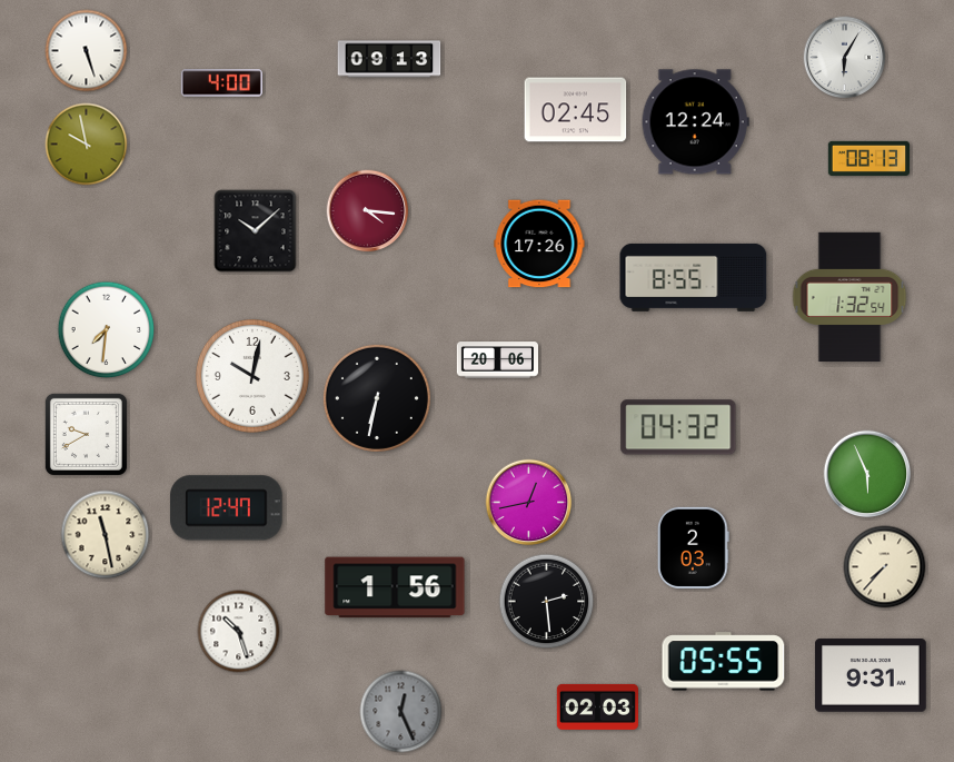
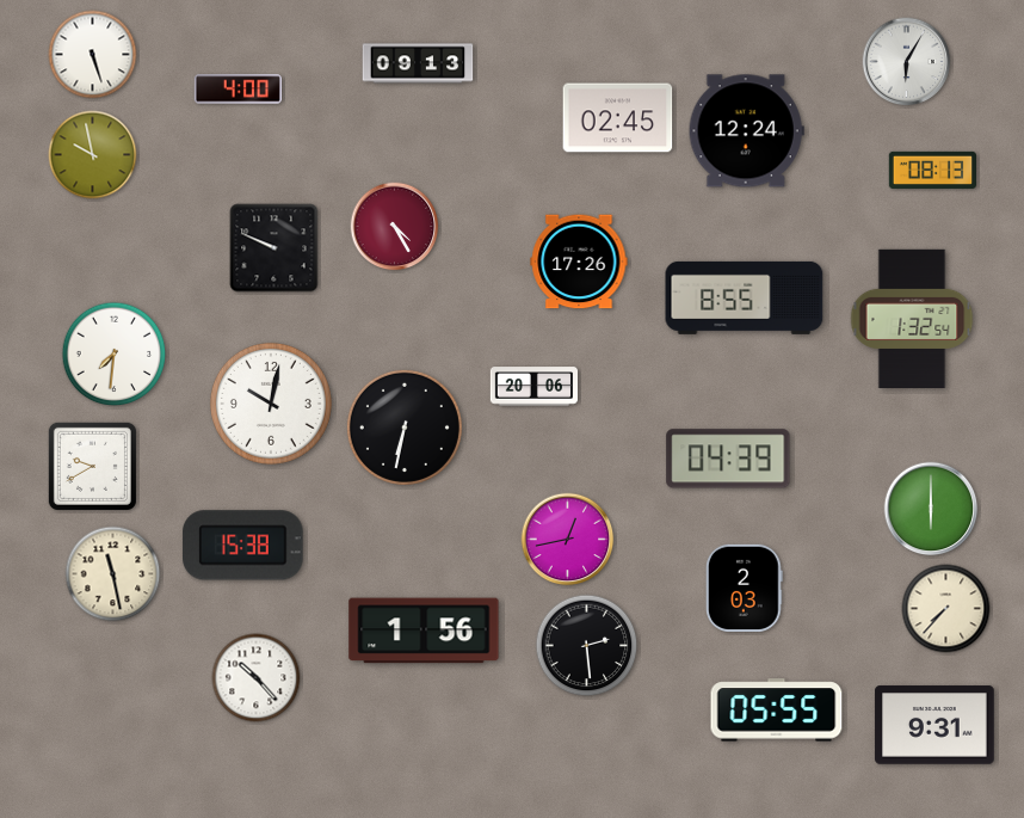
clock at (368, 211): 4:16 -> 4:25
clock at (256, 231): 10:08 -> 9:49
clock at (678, 427): 04:32 -> 04:39
clock at (867, 474): 5:56 -> 6:00
clock at (227, 508): 12:47 -> 15:38
clock at (885, 567) position: (885, 567) -> (946, 609)
clock at (239, 632): 10:27 -> 10:23
clock at (597, 706): 02:03 -> none
clock at (401, 712): 12:26 -> none
